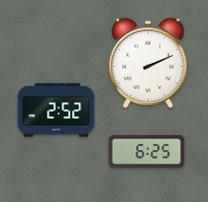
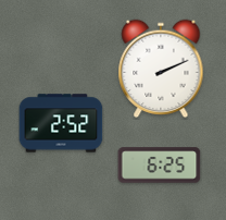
clock at (56, 110) position: (56, 110) -> (61, 123)
